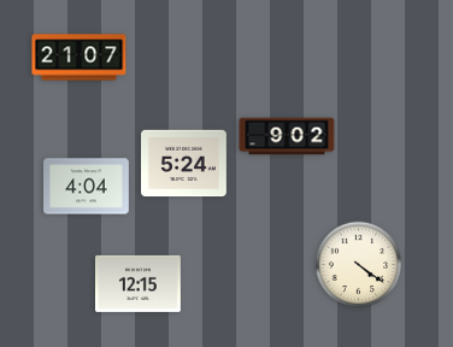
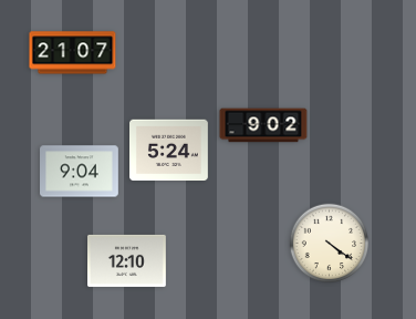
clock at (87, 187): 4:04 -> 9:04
clock at (139, 283): 12:15 -> 12:10
